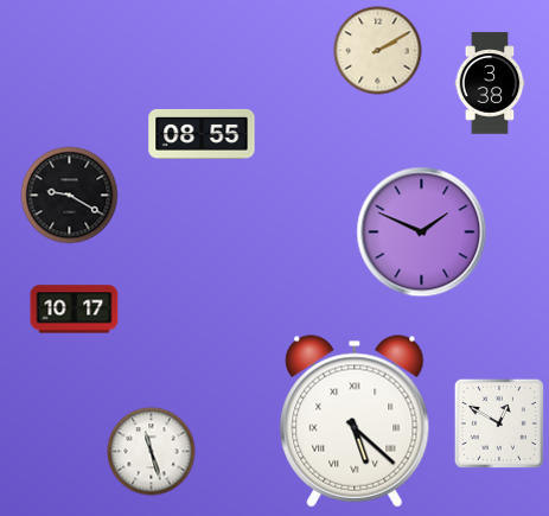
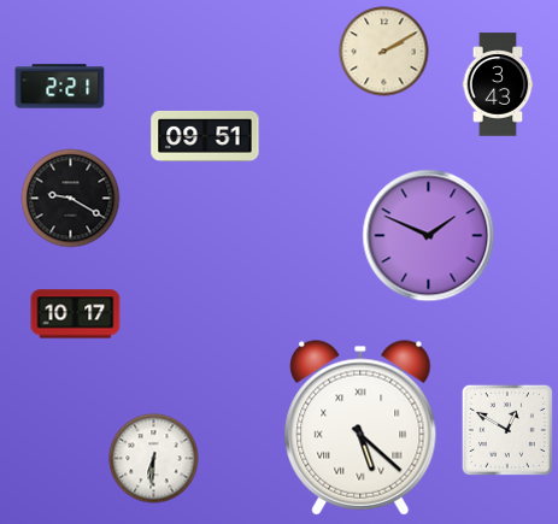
clock at (490, 83): 3:38 -> 3:43
clock at (60, 87): none -> 2:21
clock at (202, 134): 08:55 -> 09:51
clock at (152, 452): 11:27 -> 6:31
